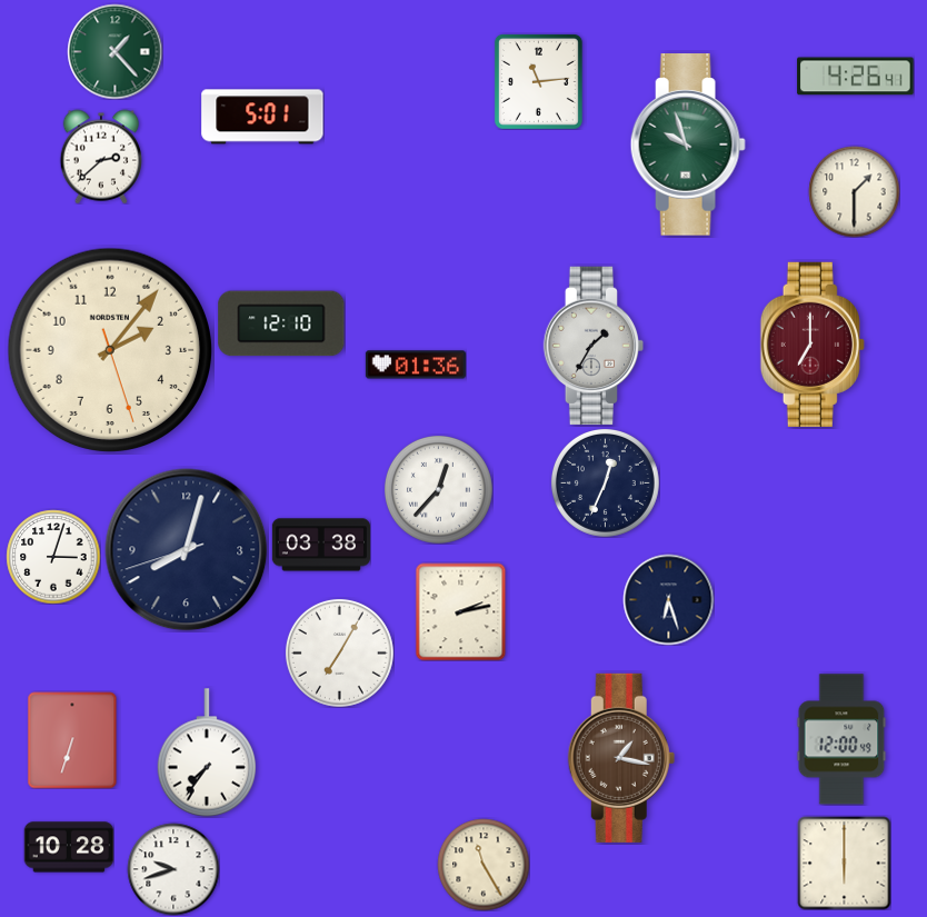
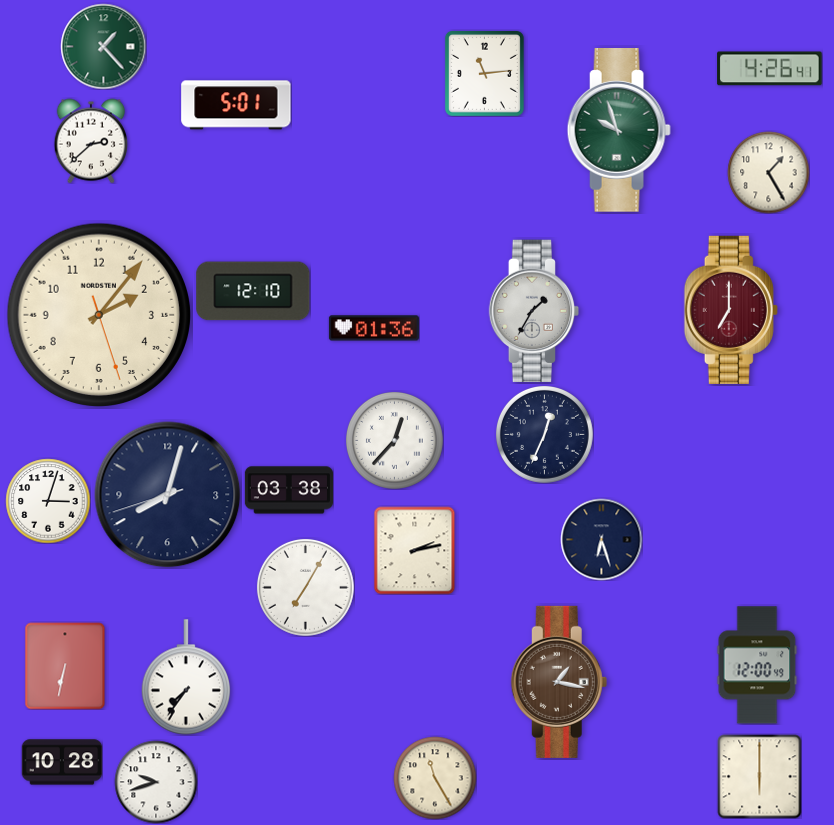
clock at (854, 191): 1:30 -> 1:25
clock at (72, 740): 6:33 -> 6:32
